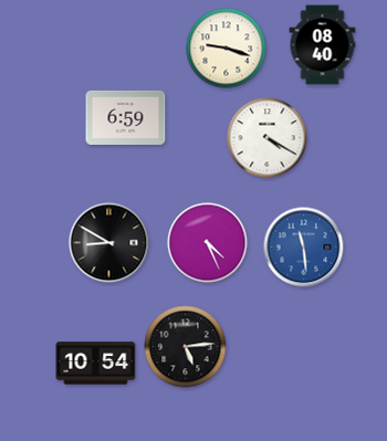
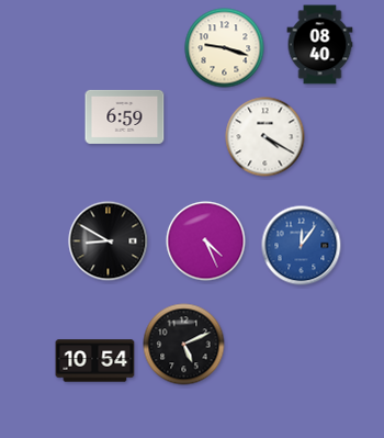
clock at (304, 248): 11:29 -> 12:06
clock at (186, 347): 5:14 -> 5:11
